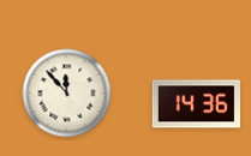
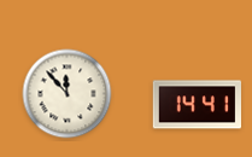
clock at (196, 104): 14:36 -> 14:41
